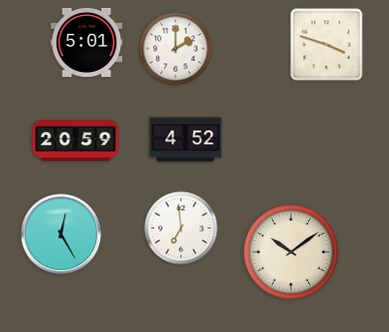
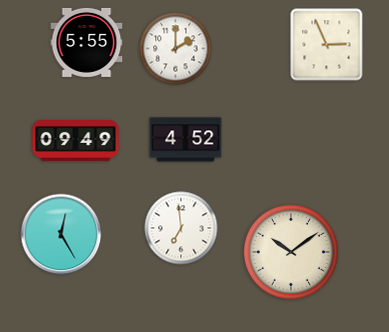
clock at (87, 42): 5:01 -> 5:55
clock at (327, 45): 3:48 -> 2:56
clock at (76, 141): 20:59 -> 09:49
